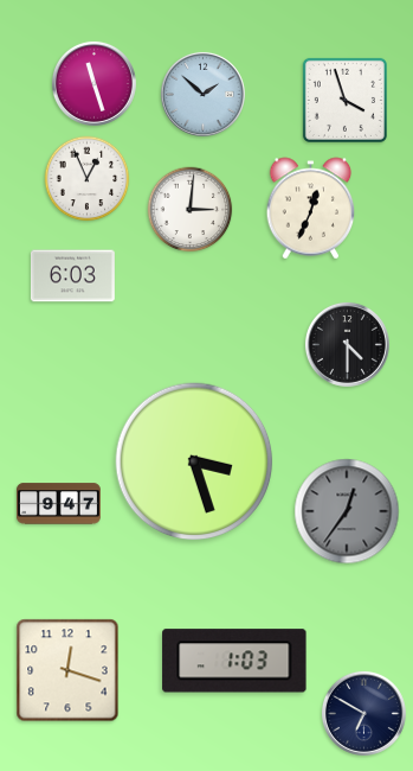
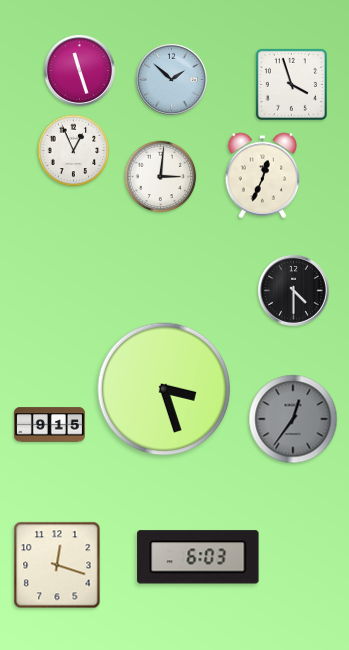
clock at (72, 276): 6:03 -> none
clock at (58, 504): 9:47 -> 9:15
clock at (347, 511) position: (347, 511) -> (293, 419)
clock at (234, 661): 1:03 -> 6:03
clock at (363, 713): 6:50 -> none
